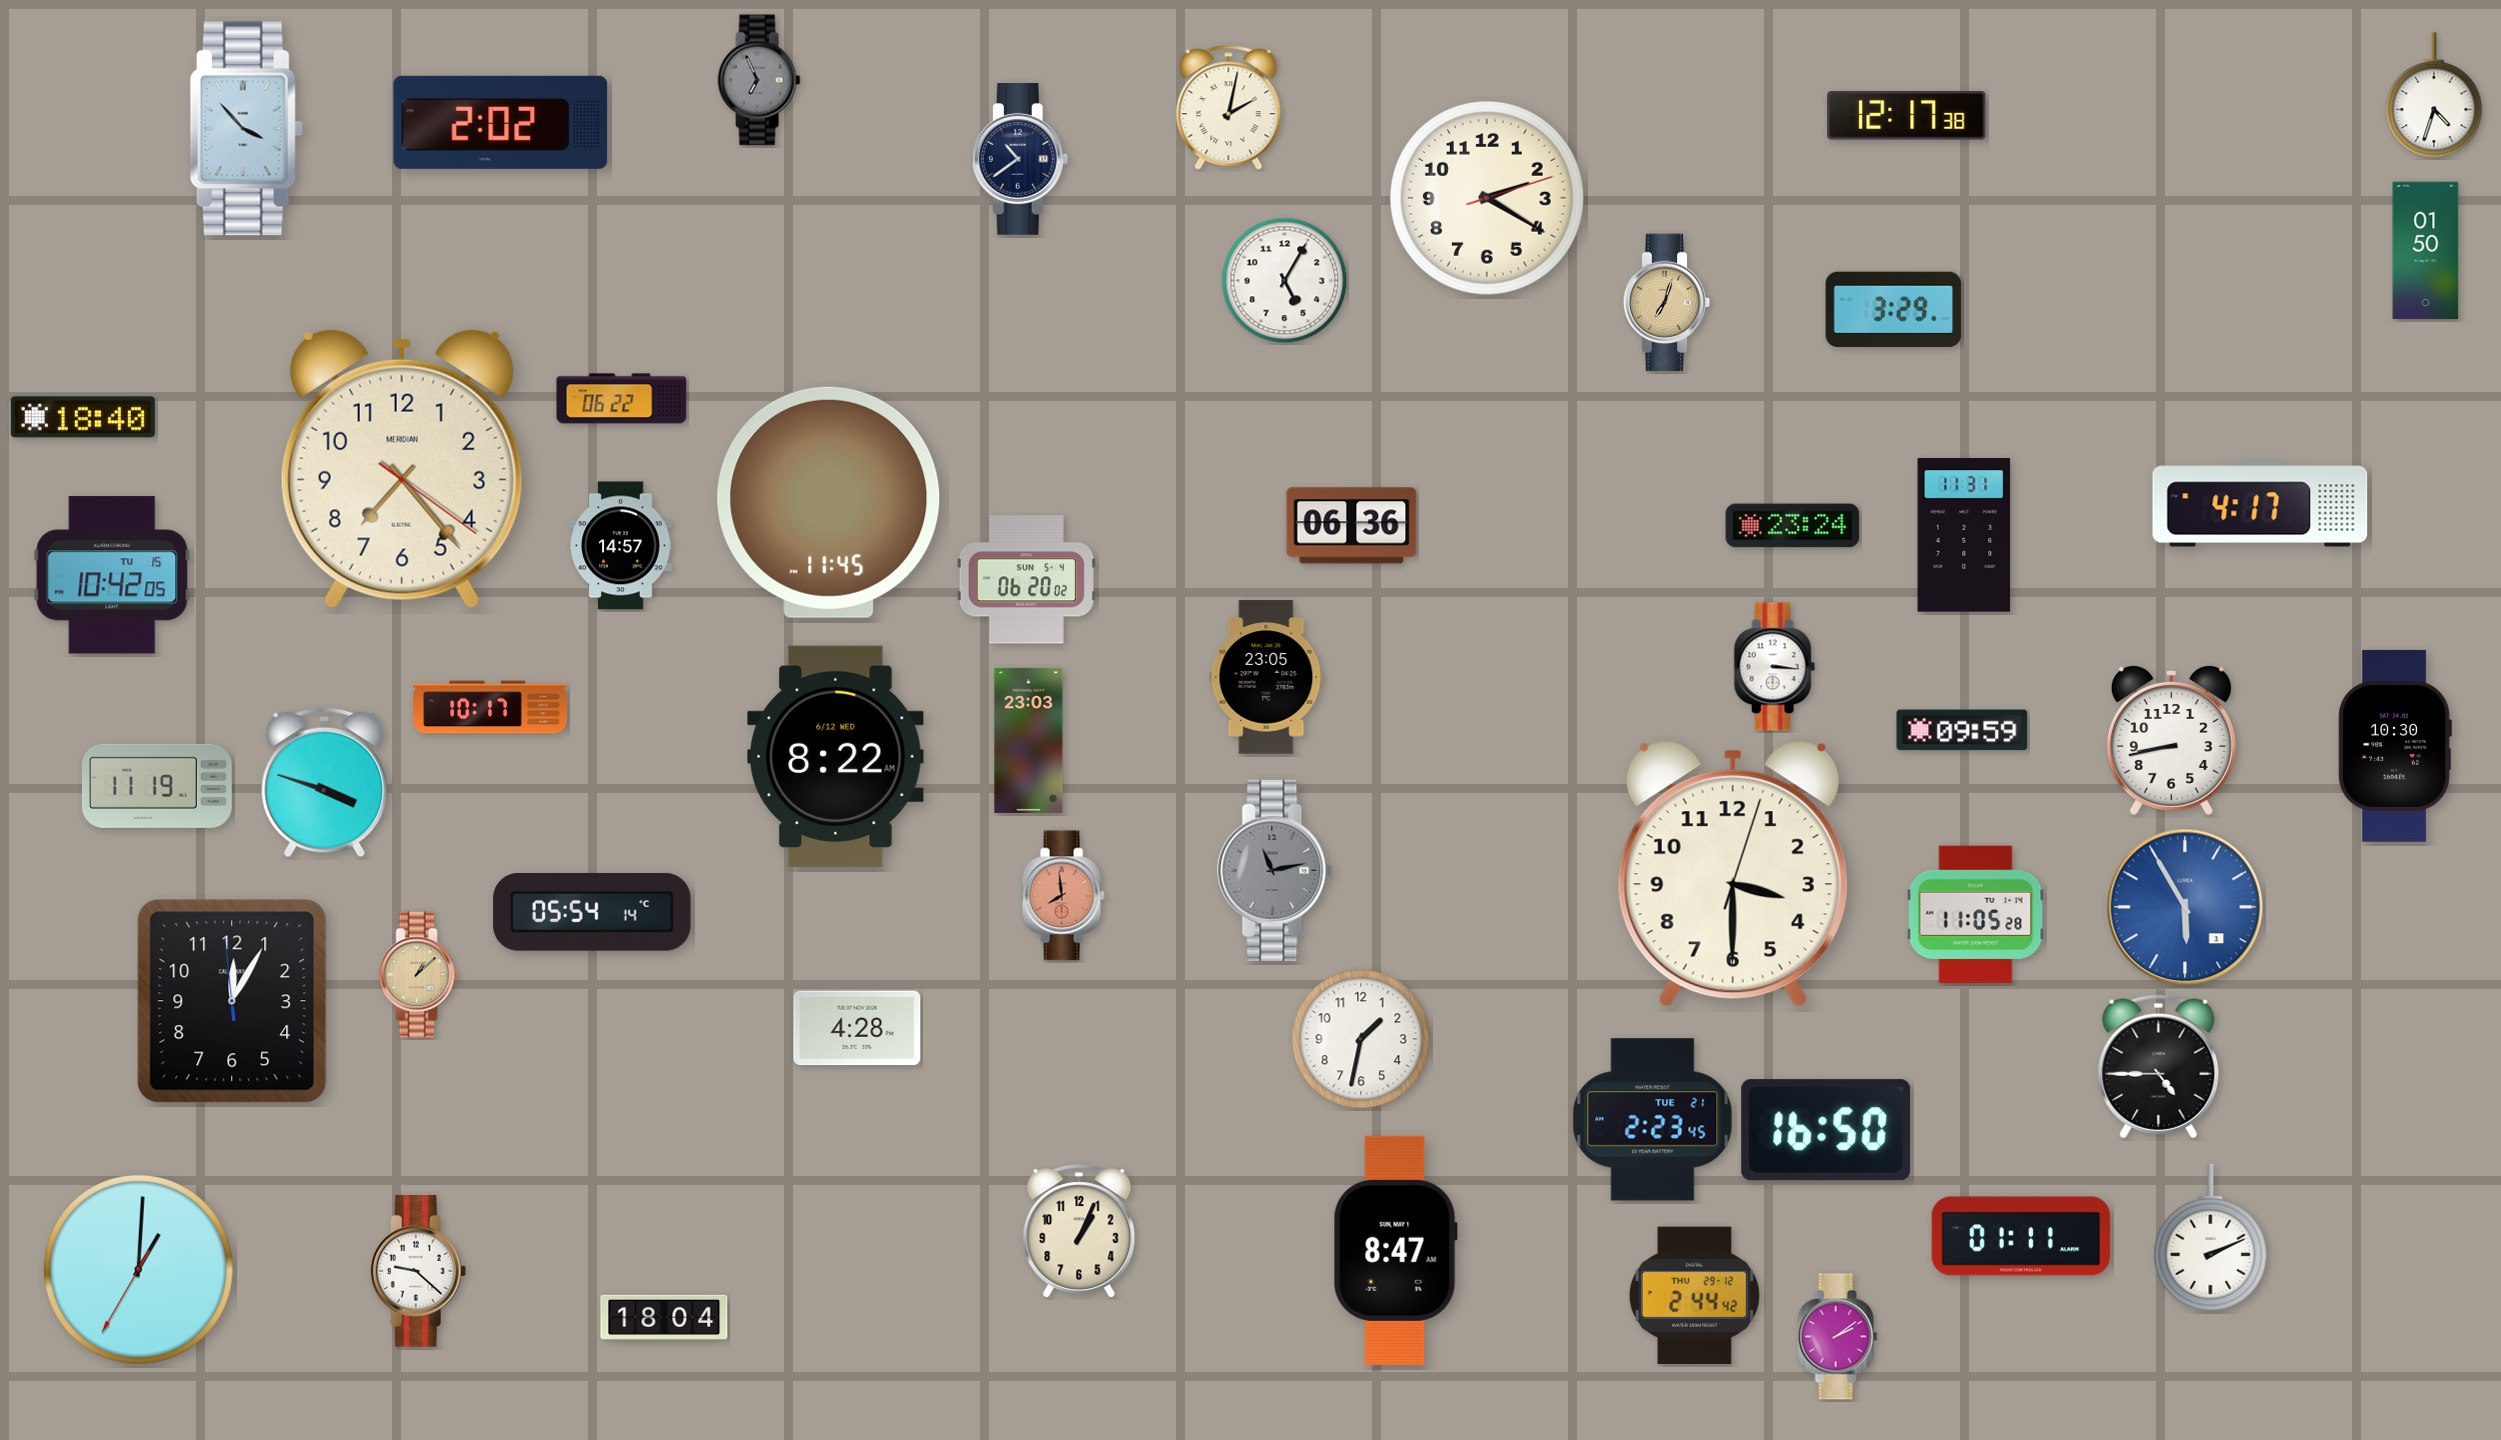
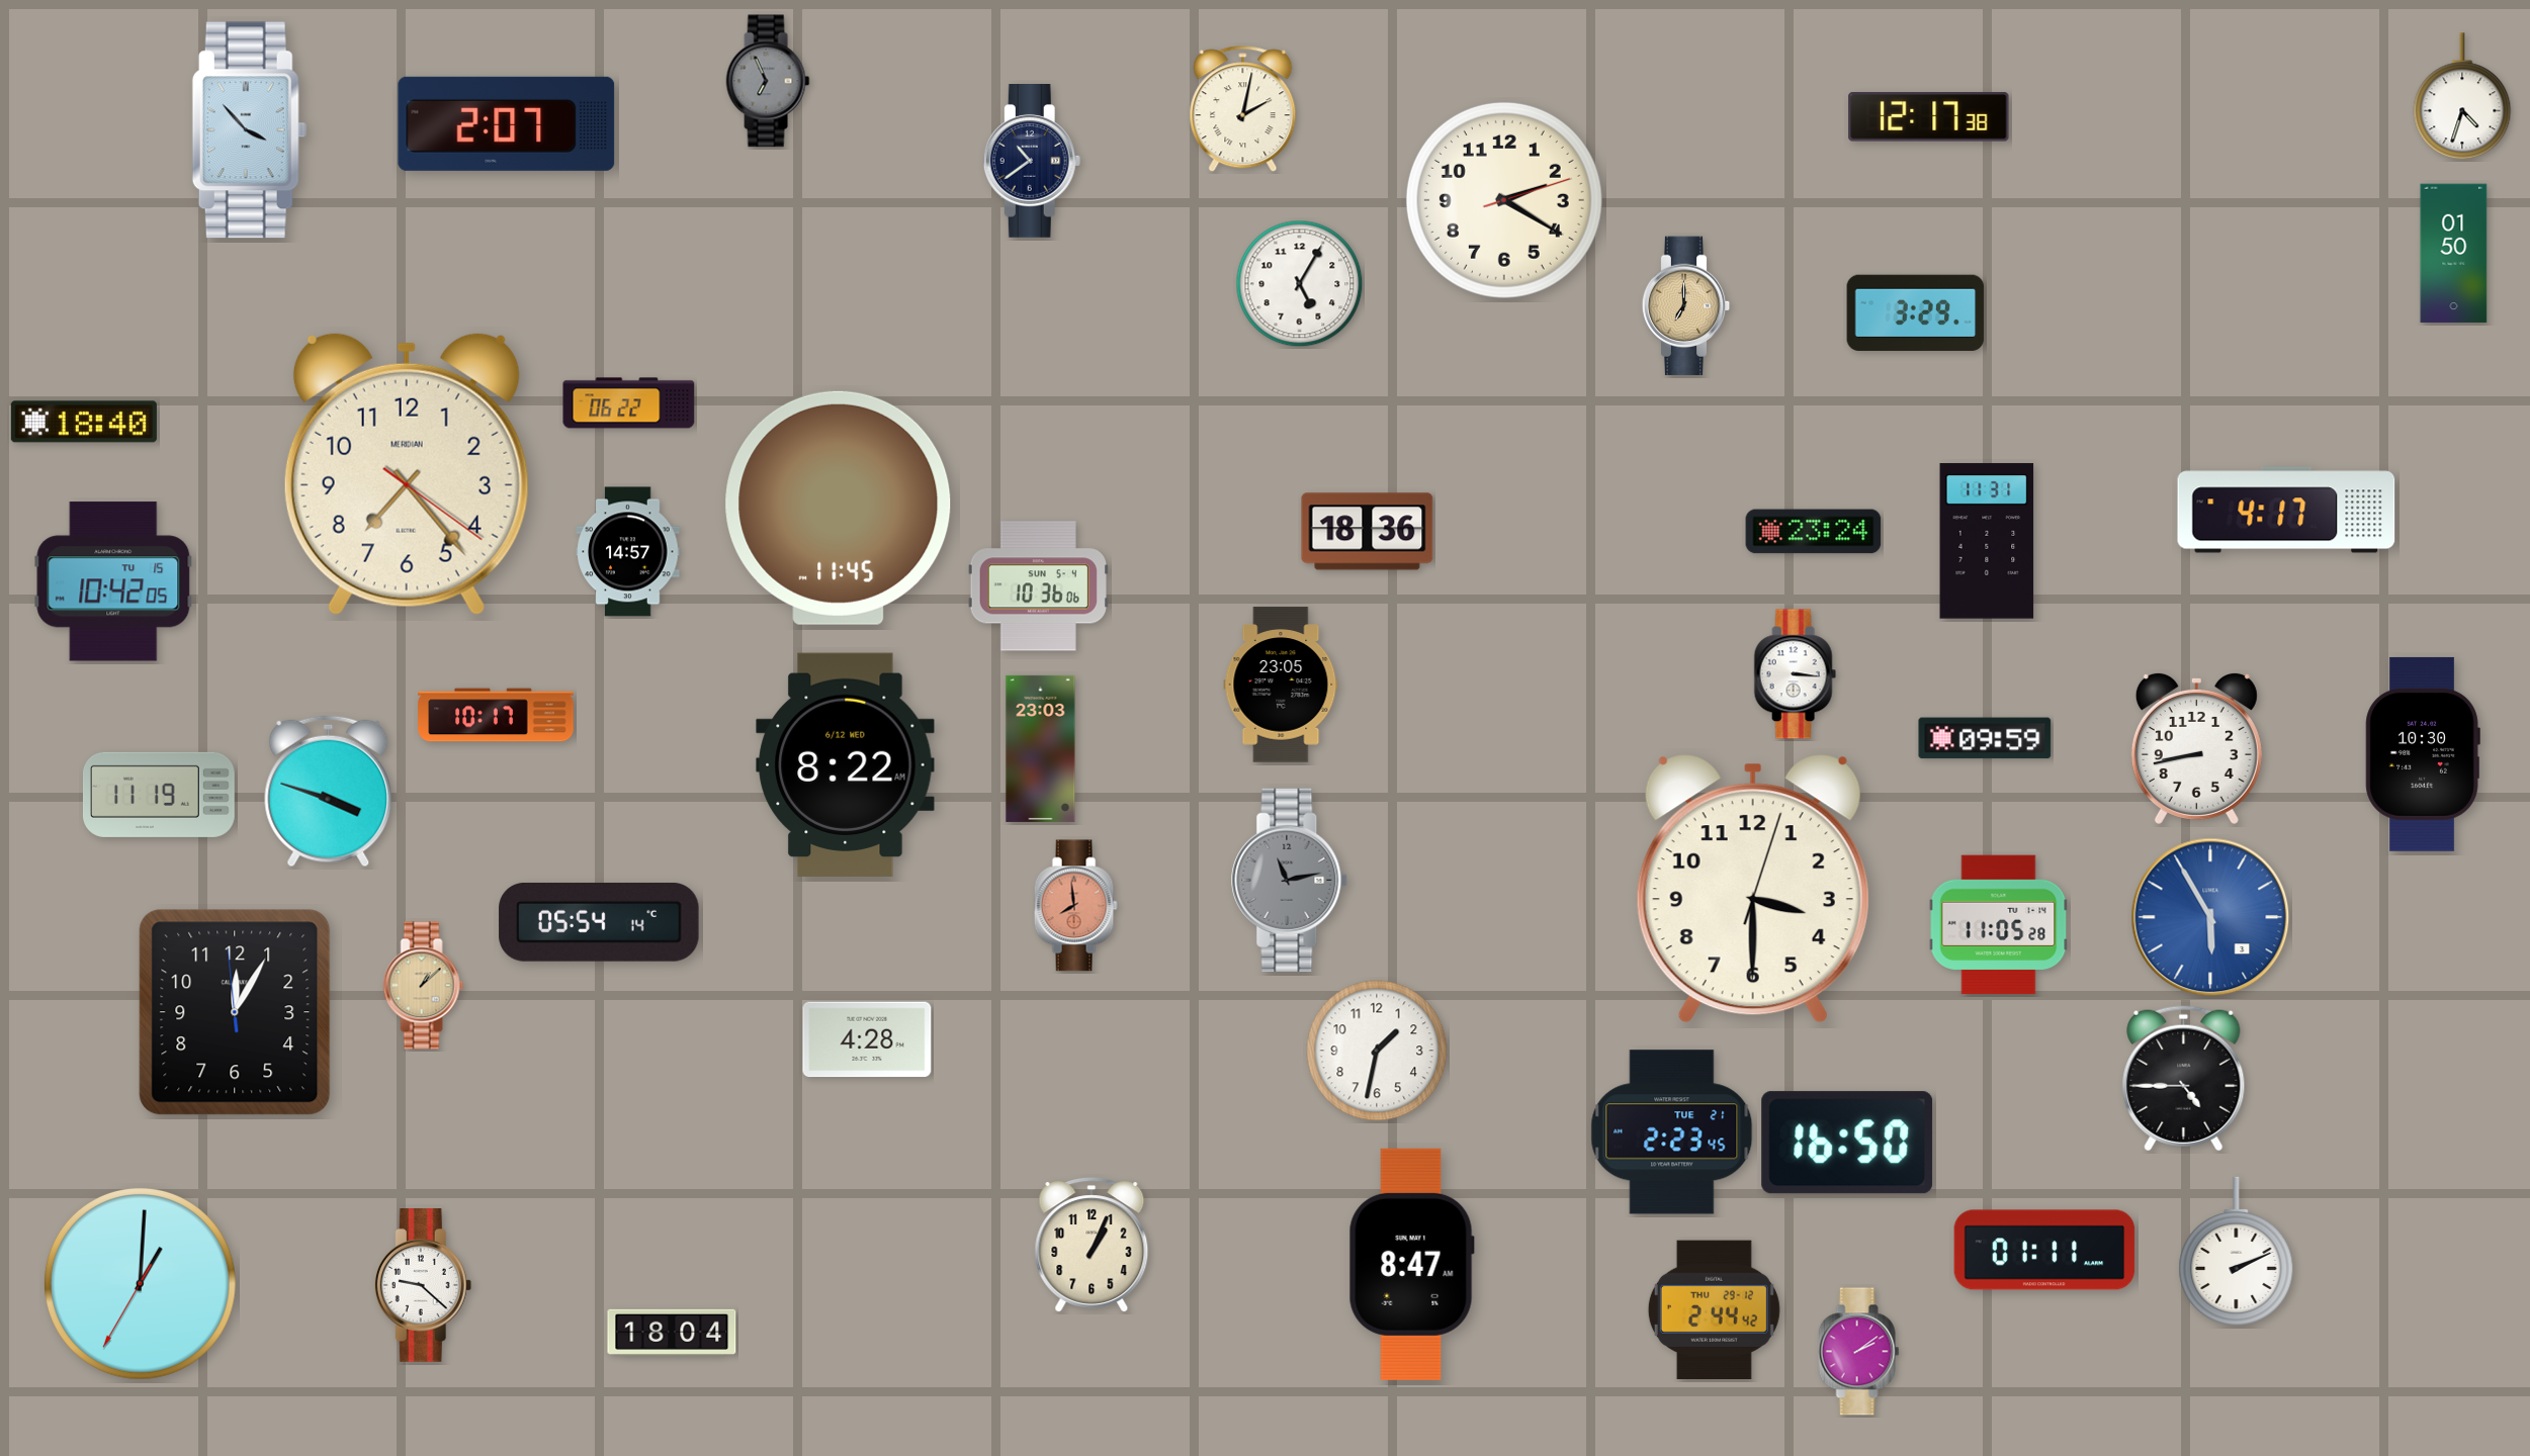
clock at (501, 122): 2:02 -> 2:07
clock at (1667, 303): 7:03 -> 7:00
clock at (1352, 526): 06:36 -> 18:36
clock at (1026, 580): 06:20 -> 10:36
clock at (1733, 874) position: (1733, 874) -> (1753, 889)
